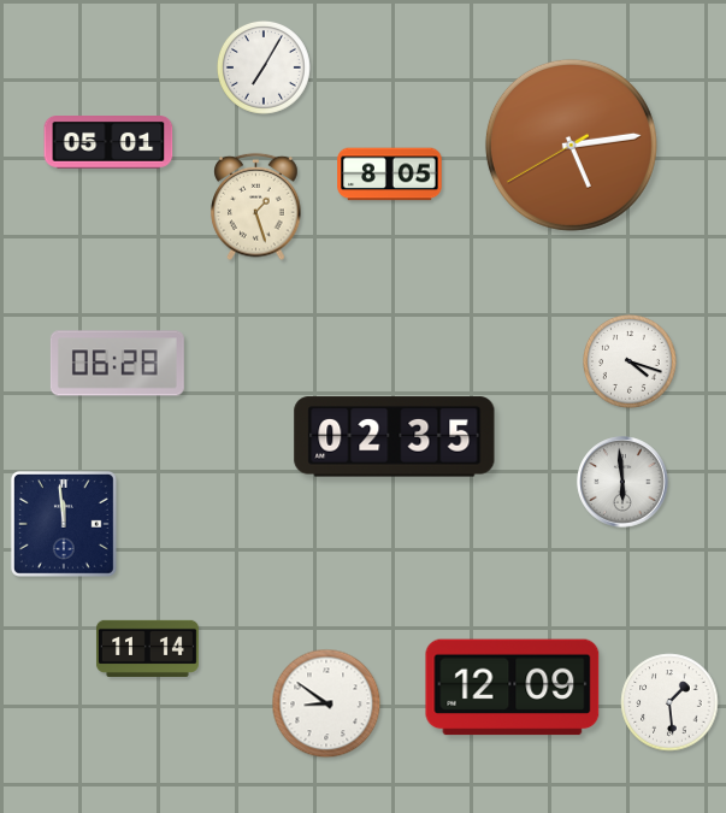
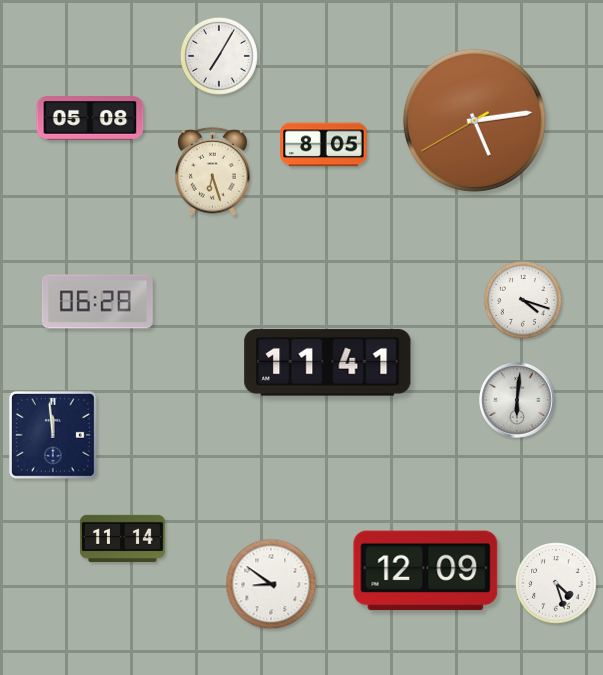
clock at (108, 143): 05:01 -> 05:08
clock at (256, 207): 1:27 -> 6:27
clock at (395, 437): 02:35 -> 11:41
clock at (622, 482): 5:59 -> 6:01
clock at (669, 702): 1:29 -> 4:27
